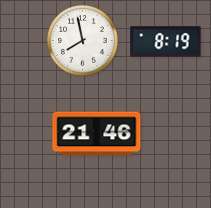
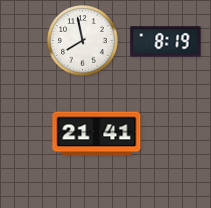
clock at (97, 134): 21:46 -> 21:41
